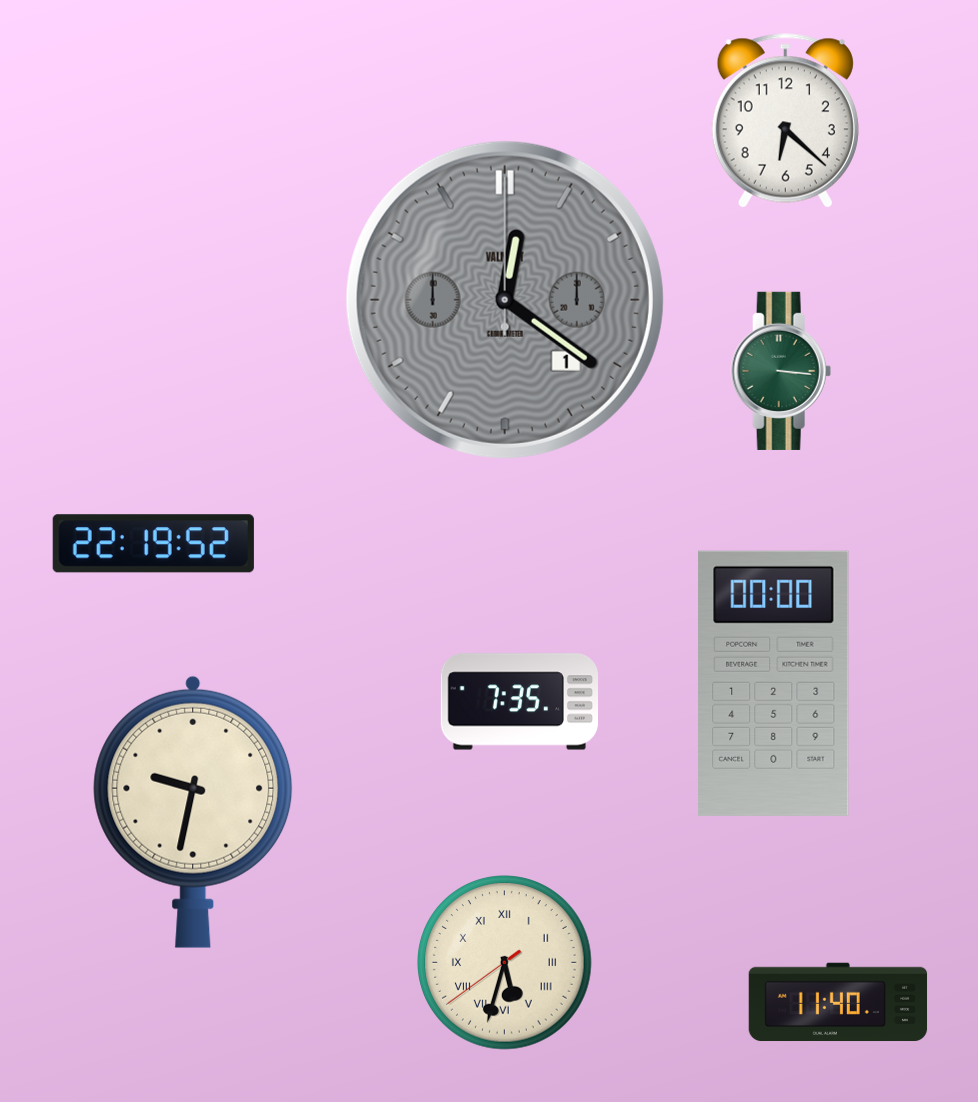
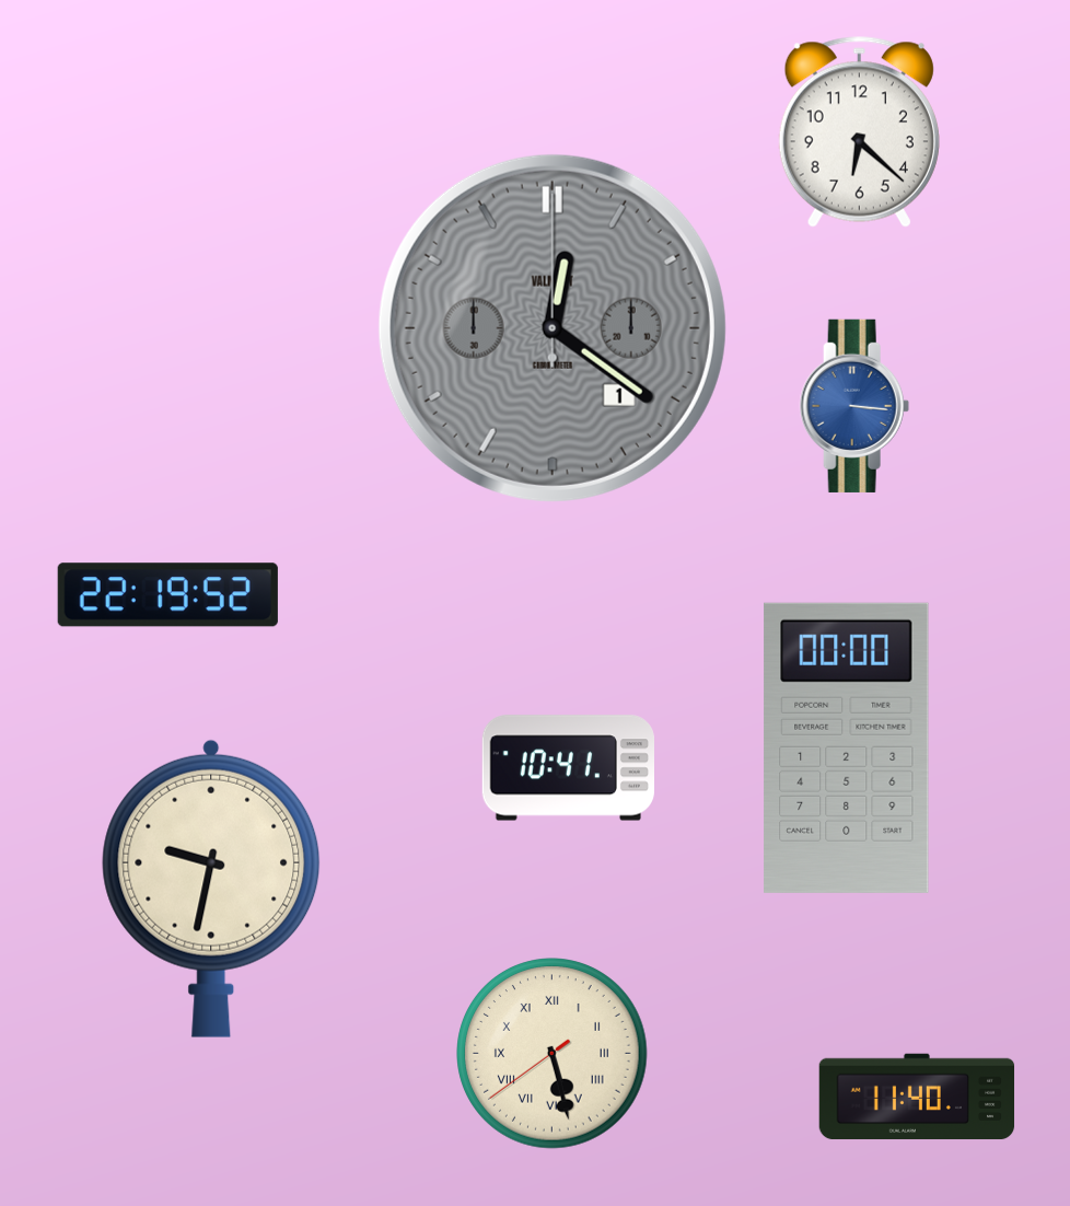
clock at (781, 371) dial: green -> blue
clock at (519, 702): 7:35 -> 10:41
clock at (505, 963): 5:32 -> 5:27
